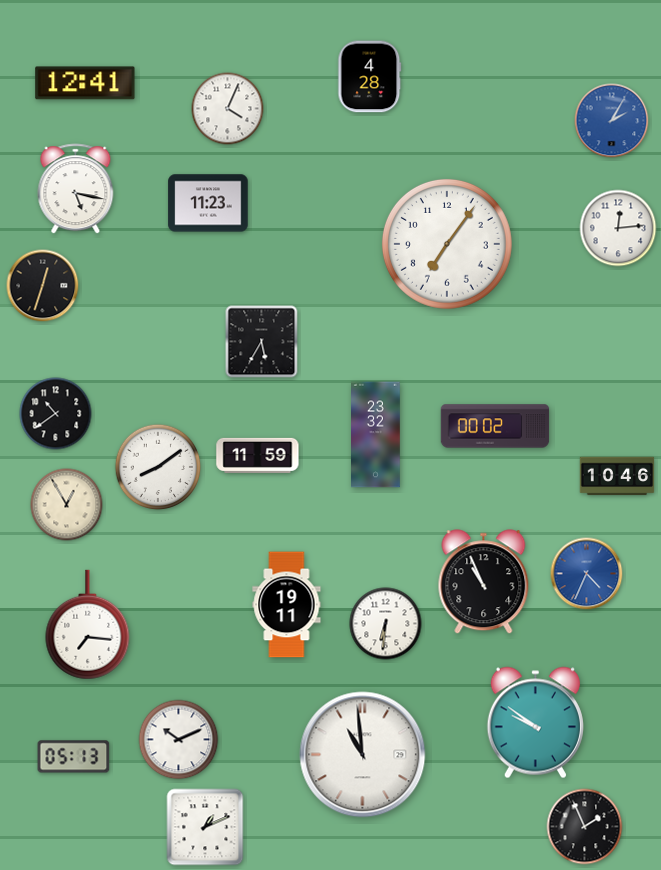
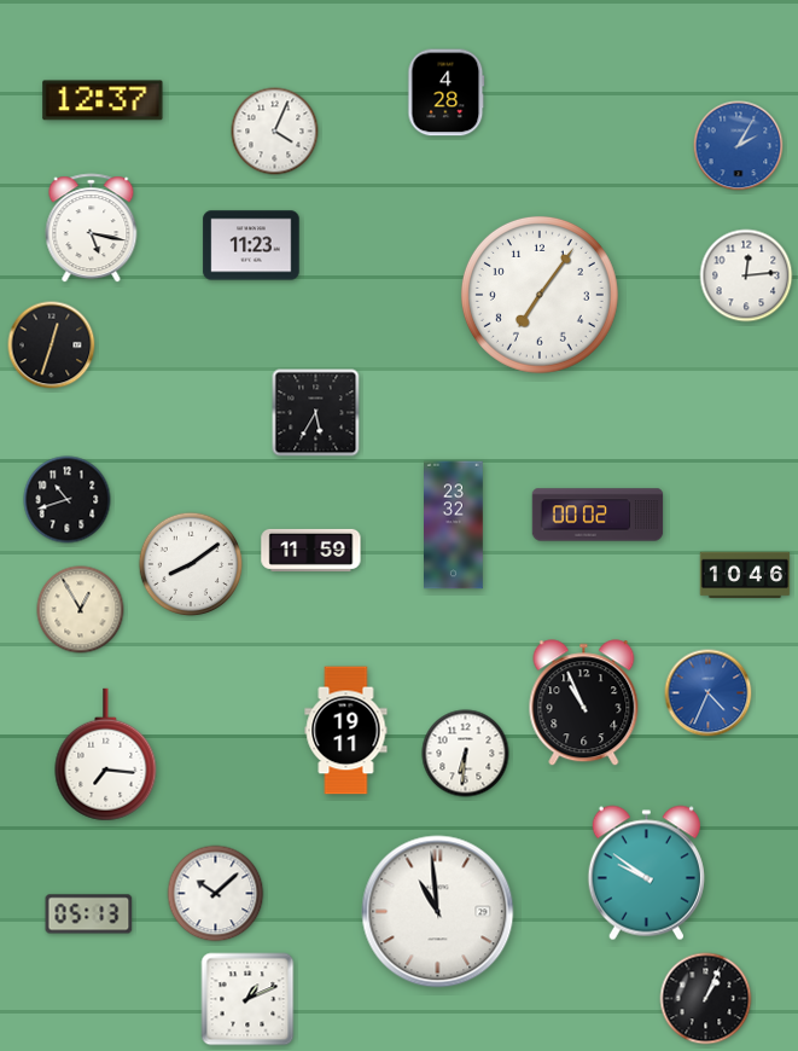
clock at (85, 83): 12:41 -> 12:37
clock at (56, 414): 10:39 -> 10:42
clock at (179, 740): 10:11 -> 10:08
clock at (585, 827): 1:56 -> 1:04
